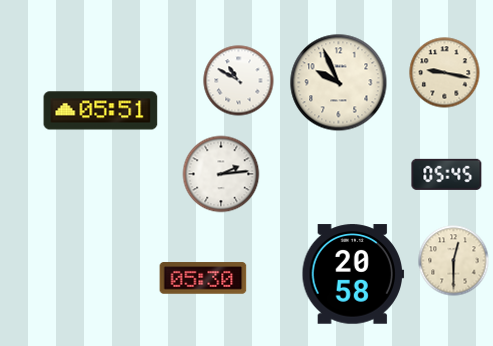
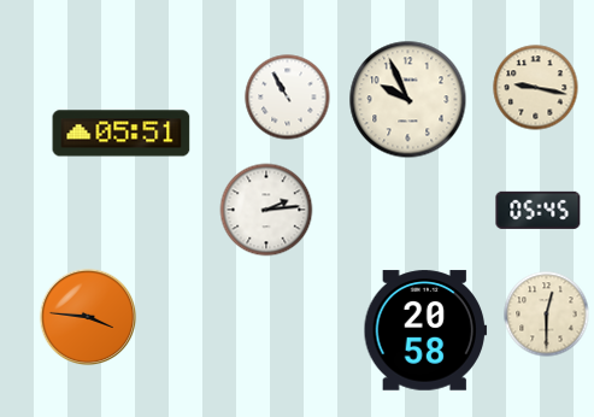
clock at (239, 81): 10:50 -> 10:55
clock at (88, 317): none -> 3:46
clock at (203, 278): 05:30 -> none
